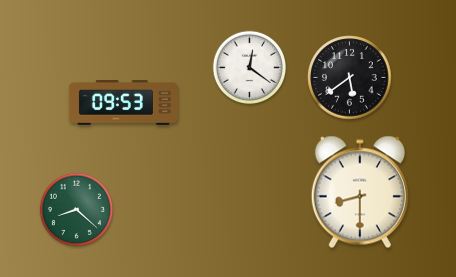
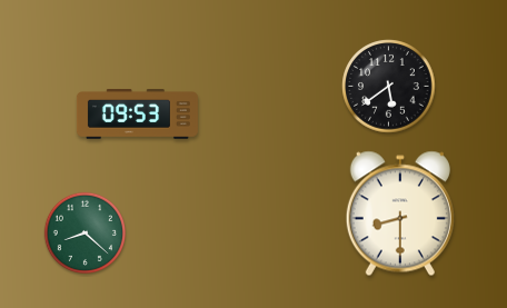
clock at (249, 67): 12:21 -> none
